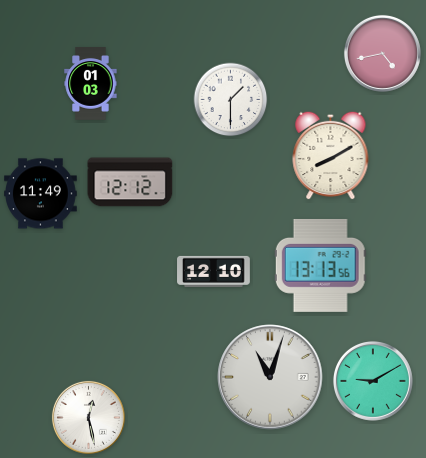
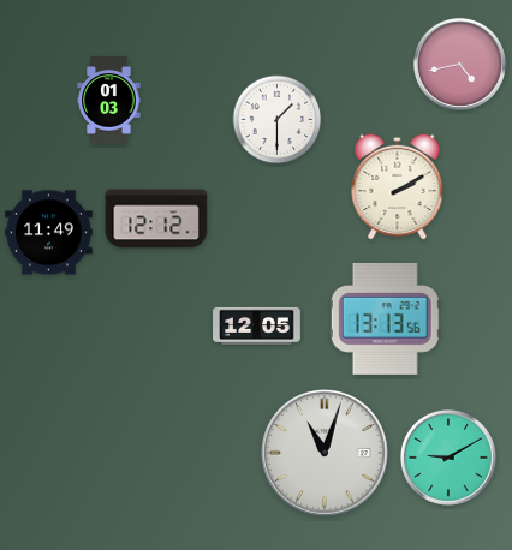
clock at (331, 155): 8:10 -> 2:10
clock at (214, 271): 12:10 -> 12:05
clock at (88, 417): 12:28 -> none
